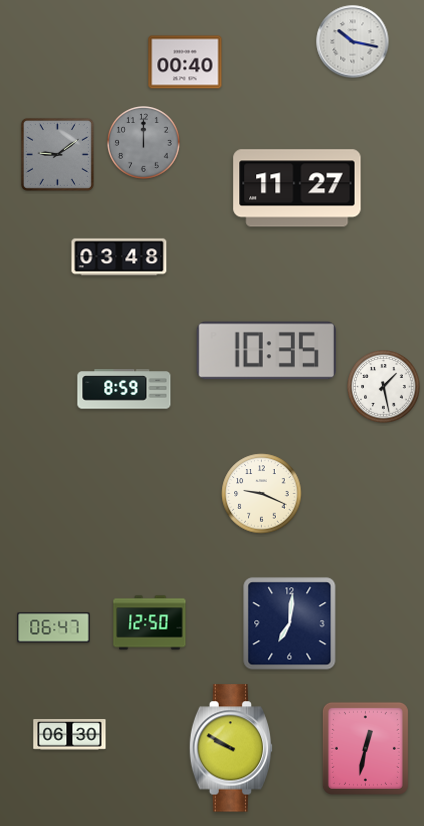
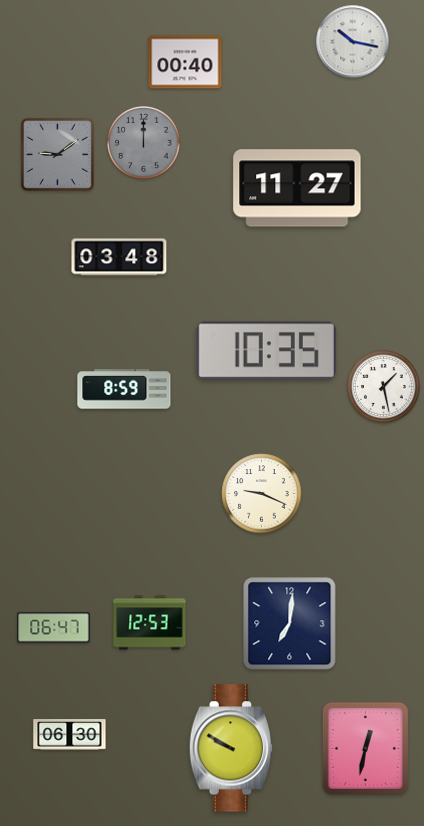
clock at (150, 623): 12:50 -> 12:53
